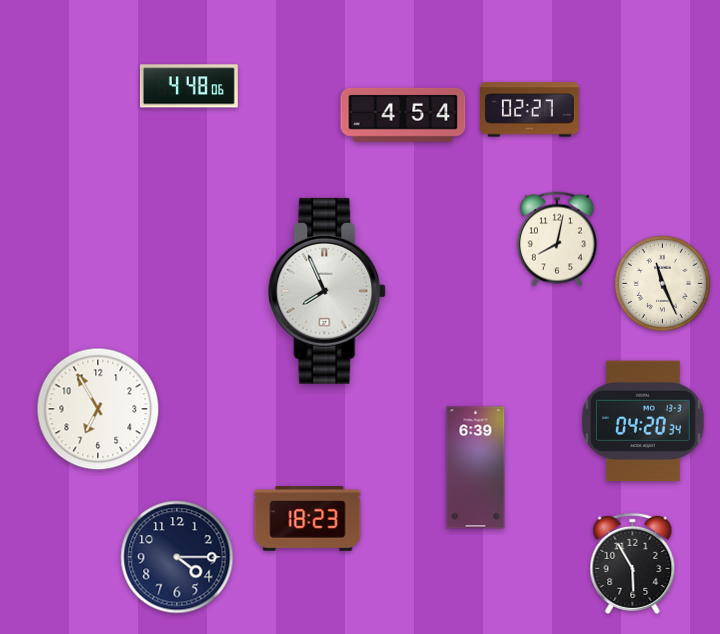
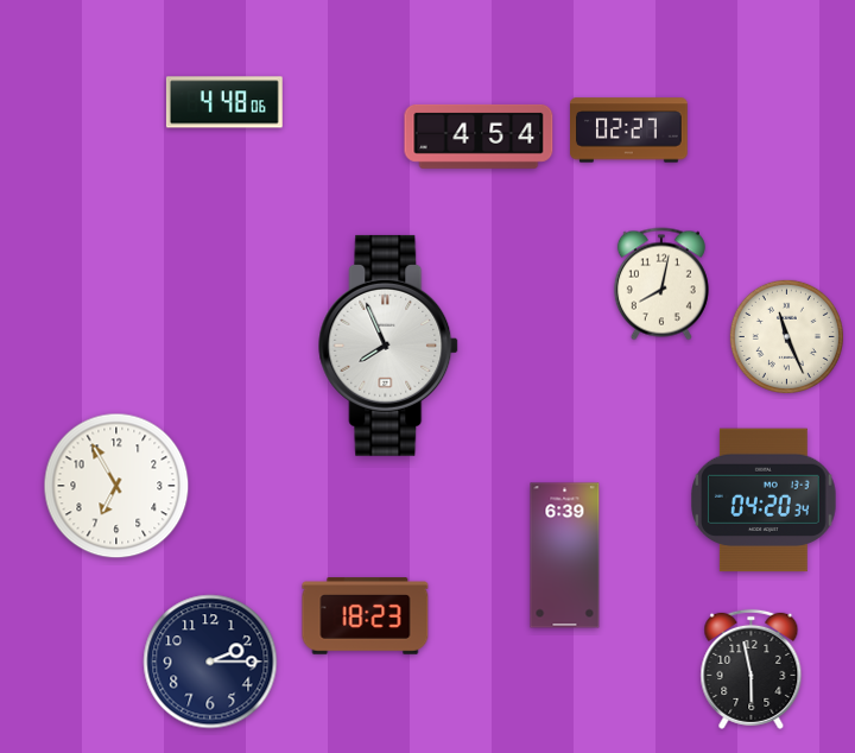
clock at (177, 557): 4:15 -> 2:15
clock at (633, 563): 5:55 -> 5:58
